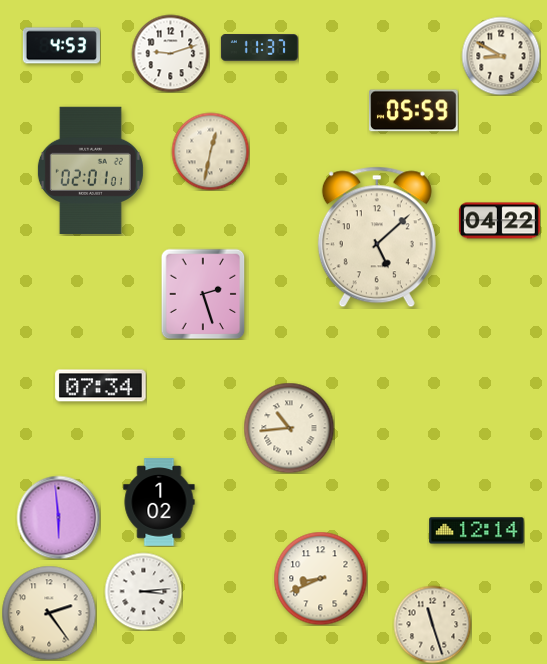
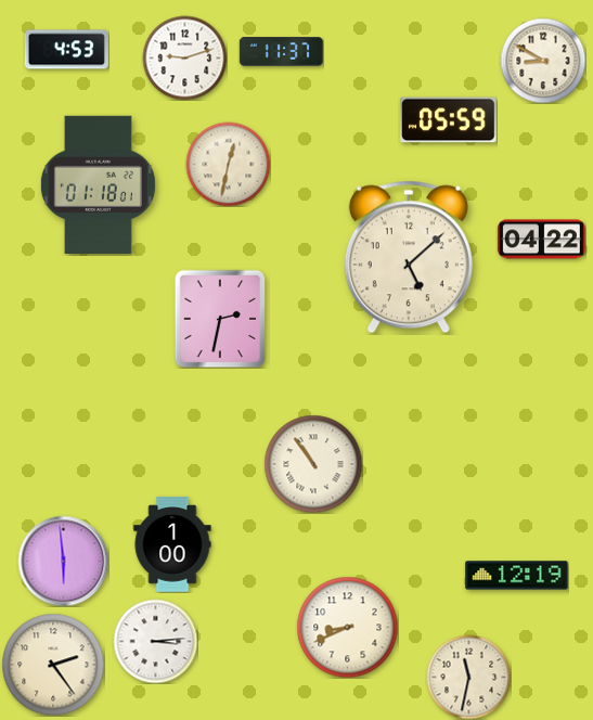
clock at (90, 170): 02:01 -> 01:18
clock at (203, 294): 2:27 -> 2:32
clock at (101, 386): 07:34 -> none
clock at (289, 428): 10:44 -> 10:54
clock at (159, 502): 1:02 -> 1:00
clock at (477, 531): 12:14 -> 12:19
clock at (432, 624): 11:27 -> 11:32
